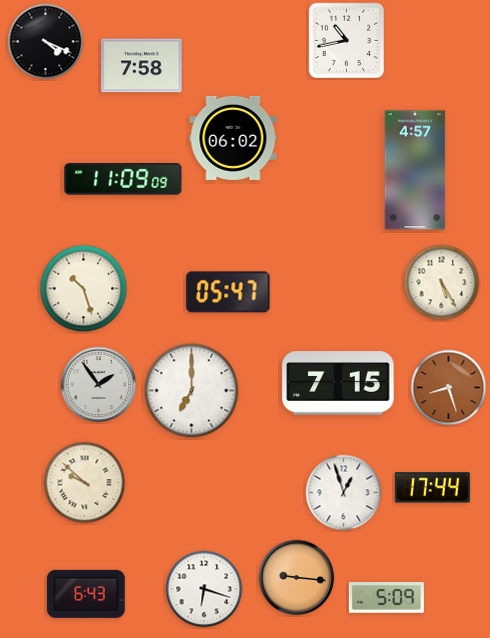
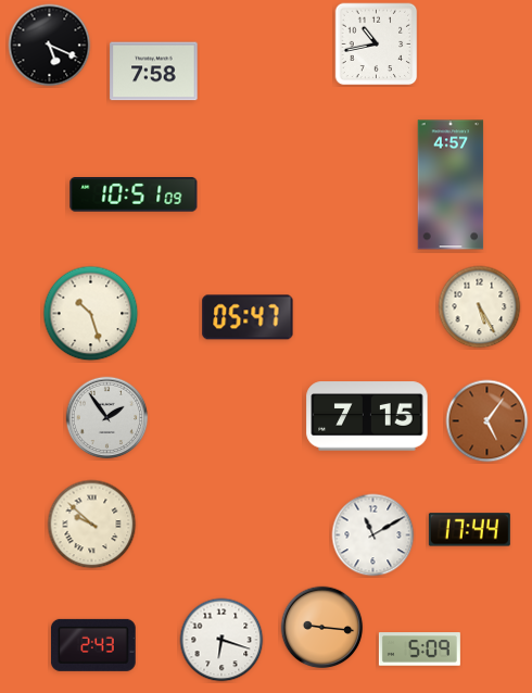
clock at (46, 42): 4:19 -> 5:19
clock at (233, 138): 06:02 -> none
clock at (123, 179): 11:09 -> 10:51
clock at (449, 388): 8:27 -> 5:06
clock at (192, 391): 7:00 -> none
clock at (344, 493): 12:57 -> 11:10
clock at (86, 594): 6:43 -> 2:43
